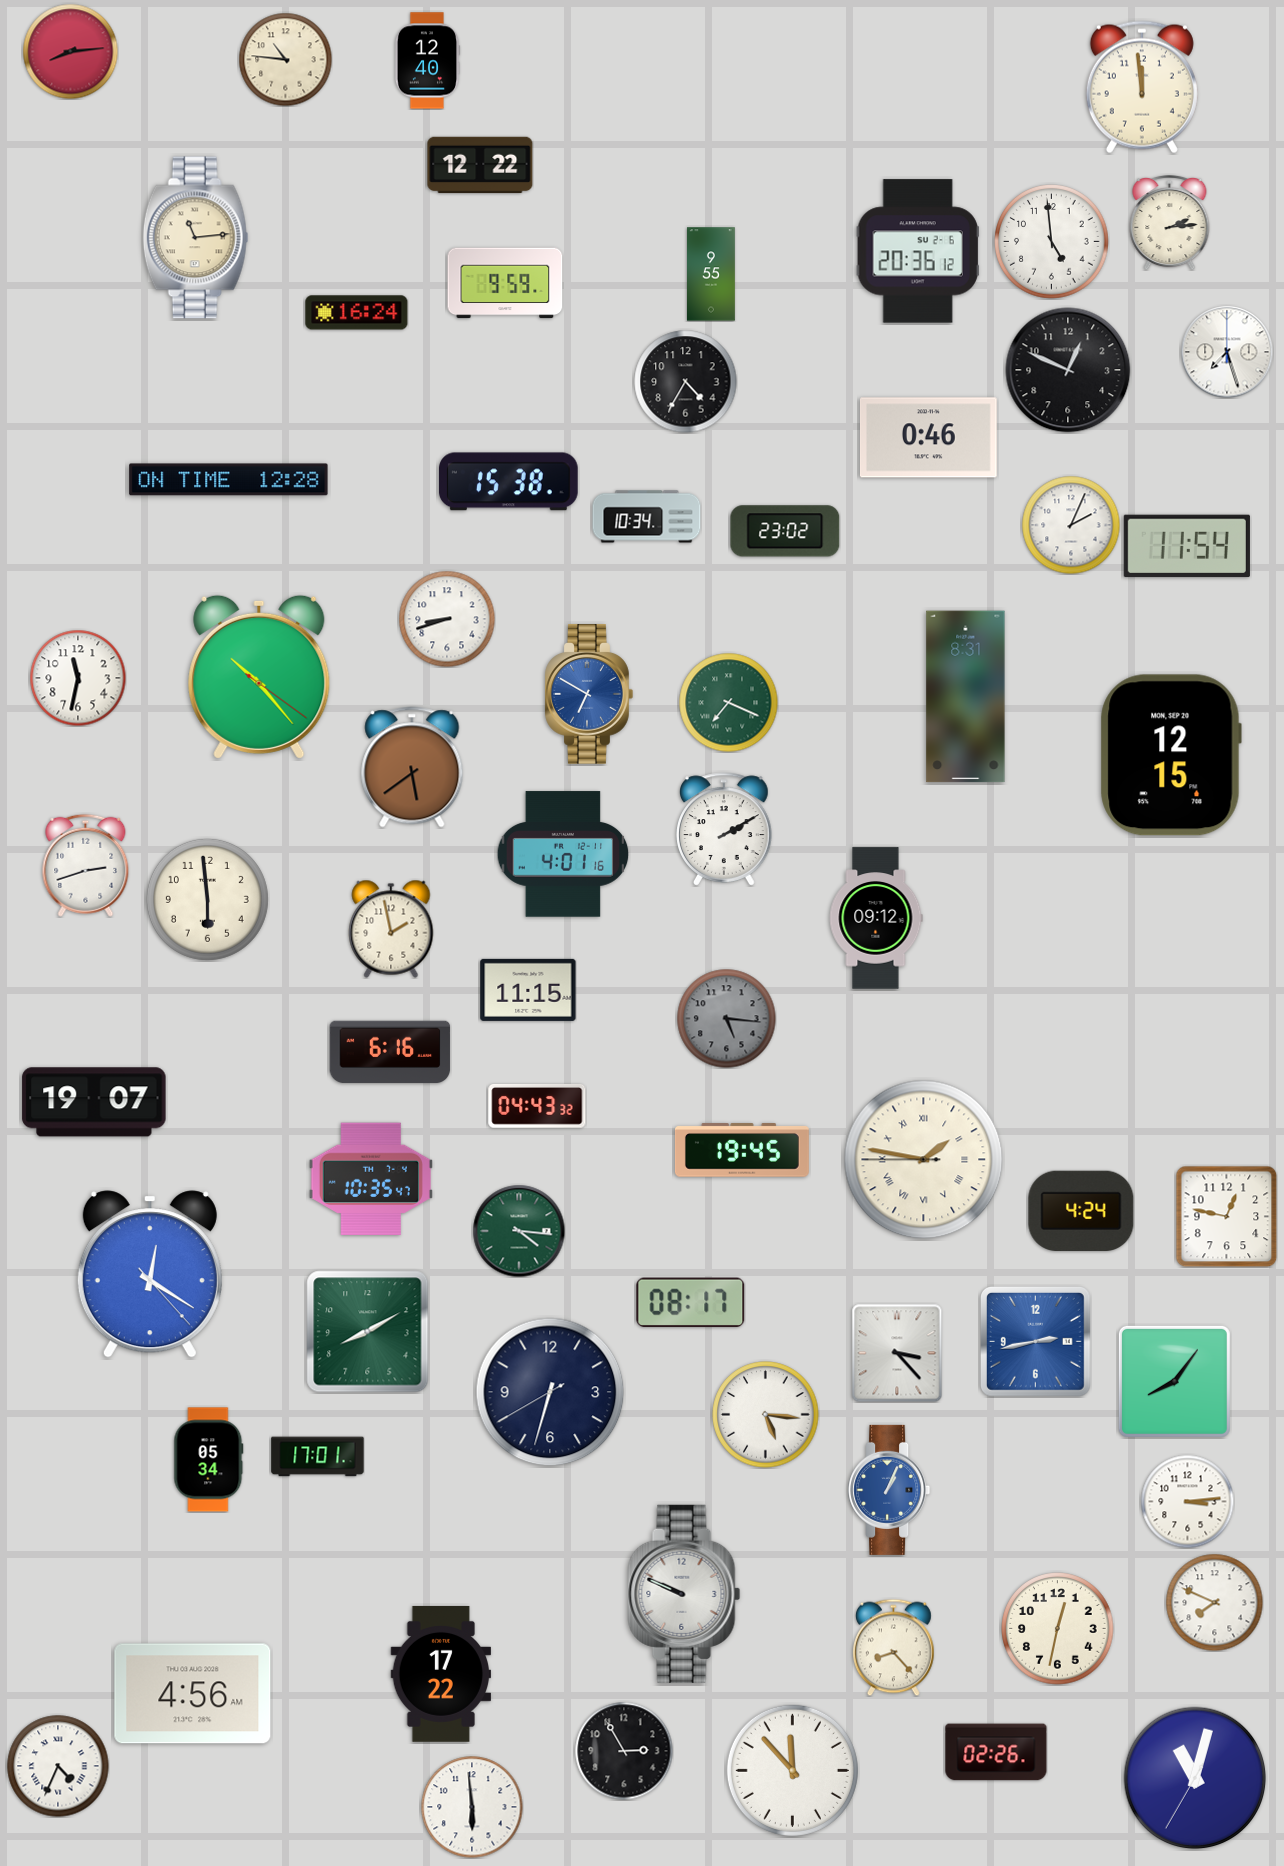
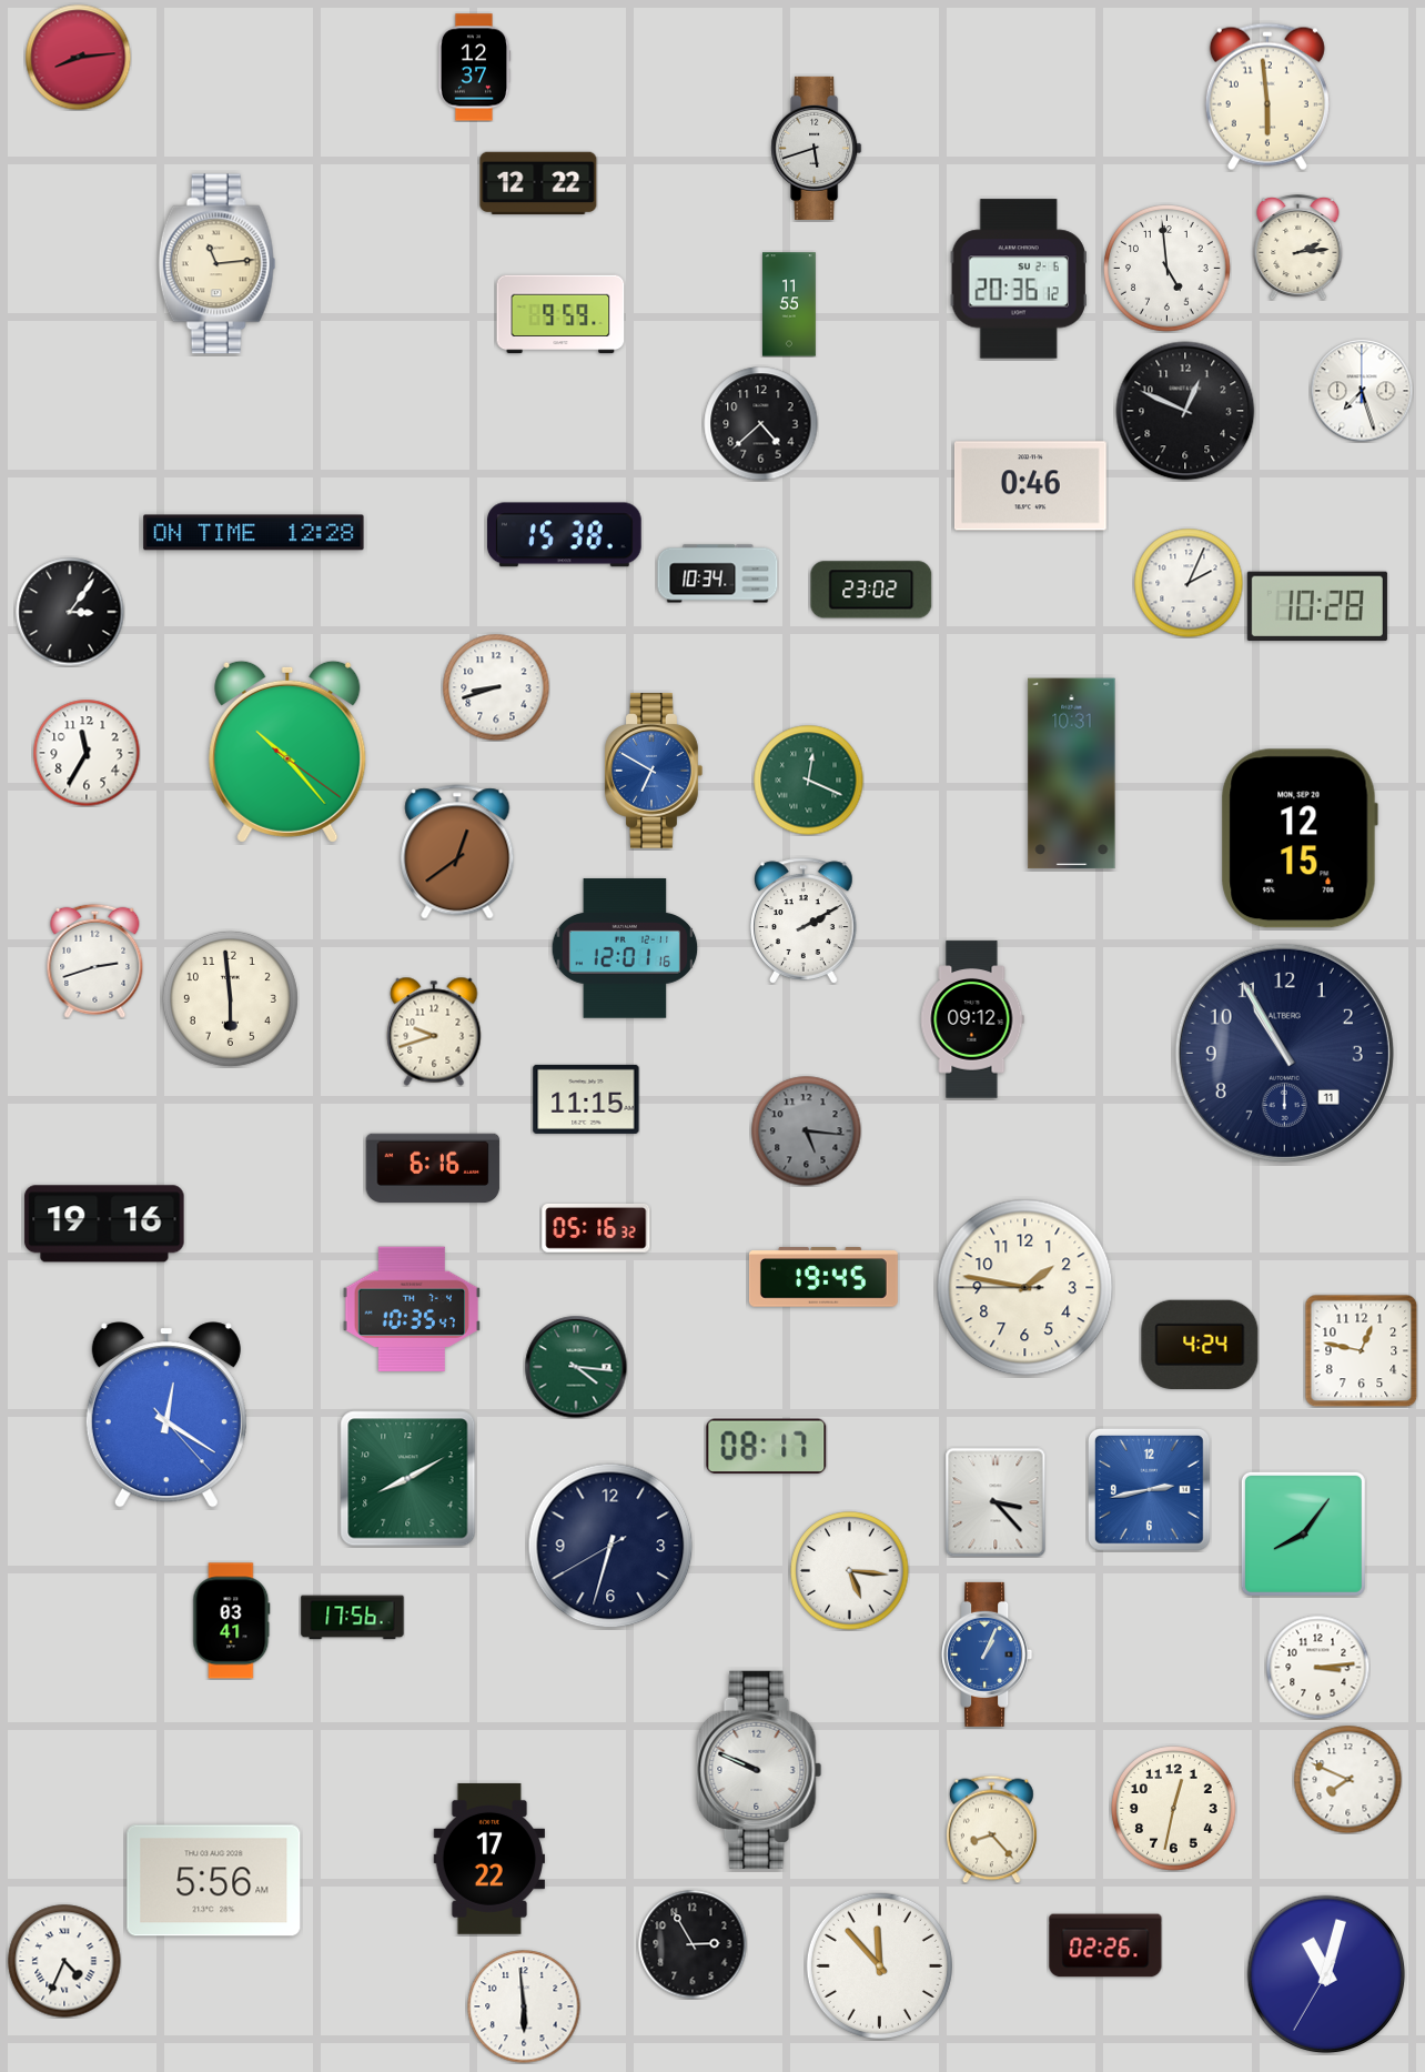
clock at (285, 59): 10:46 -> none
clock at (427, 61): 12:40 -> 12:37
clock at (1142, 87): 11:59 -> 5:59
clock at (817, 148): none -> 5:42
clock at (480, 165) position: (480, 165) -> (538, 183)
clock at (712, 274): 9:55 -> 11:55
clock at (357, 313): 16:24 -> none
clock at (686, 382): 4:35 -> 4:38
clock at (1187, 546): 11:54 -> 10:28
clock at (70, 612): none -> 3:06
clock at (78, 678): 11:32 -> 11:35
clock at (966, 697): 8:31 -> 10:31
clock at (729, 703): 7:19 -> 12:19
clock at (412, 767): 5:39 -> 12:39
clock at (563, 854): 4:01 -> 12:01
clock at (391, 929): 1:58 -> 9:42
clock at (1284, 1053): none -> 10:55
clock at (94, 1102): 19:07 -> 19:16
clock at (537, 1107): 04:43 -> 05:16
clock at (924, 1160) numerals: Roman -> Arabic
clock at (318, 1457): 17:01 -> 17:56
clock at (209, 1460): 05:34 -> 03:41
clock at (193, 1694): 4:56 -> 5:56
